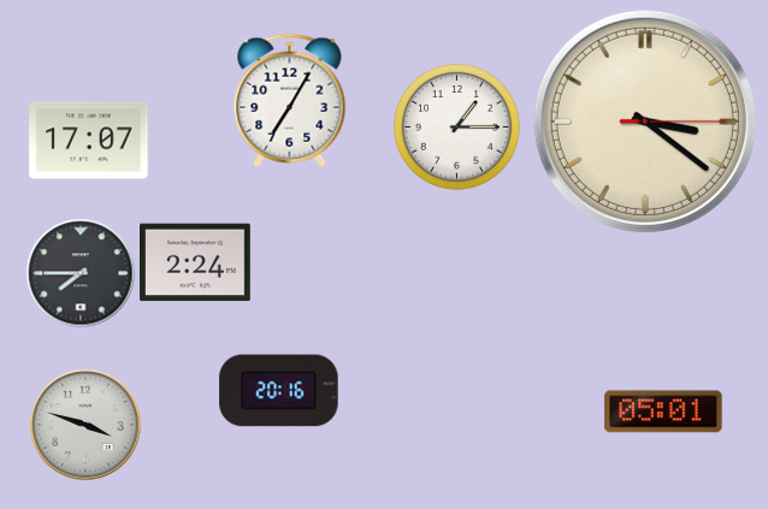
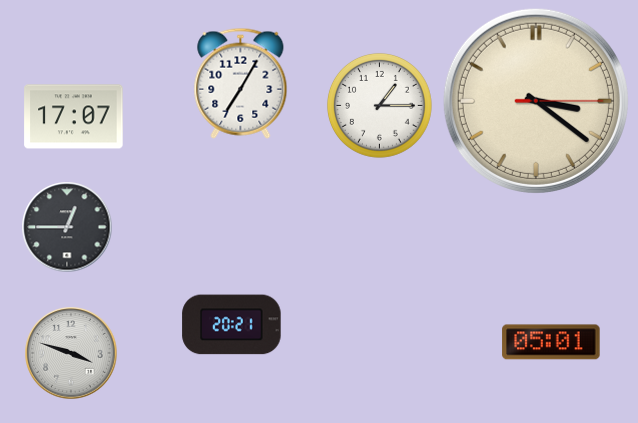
clock at (196, 262): 2:24 -> none
clock at (81, 273): 7:45 -> 12:45
clock at (279, 391): 20:16 -> 20:21
